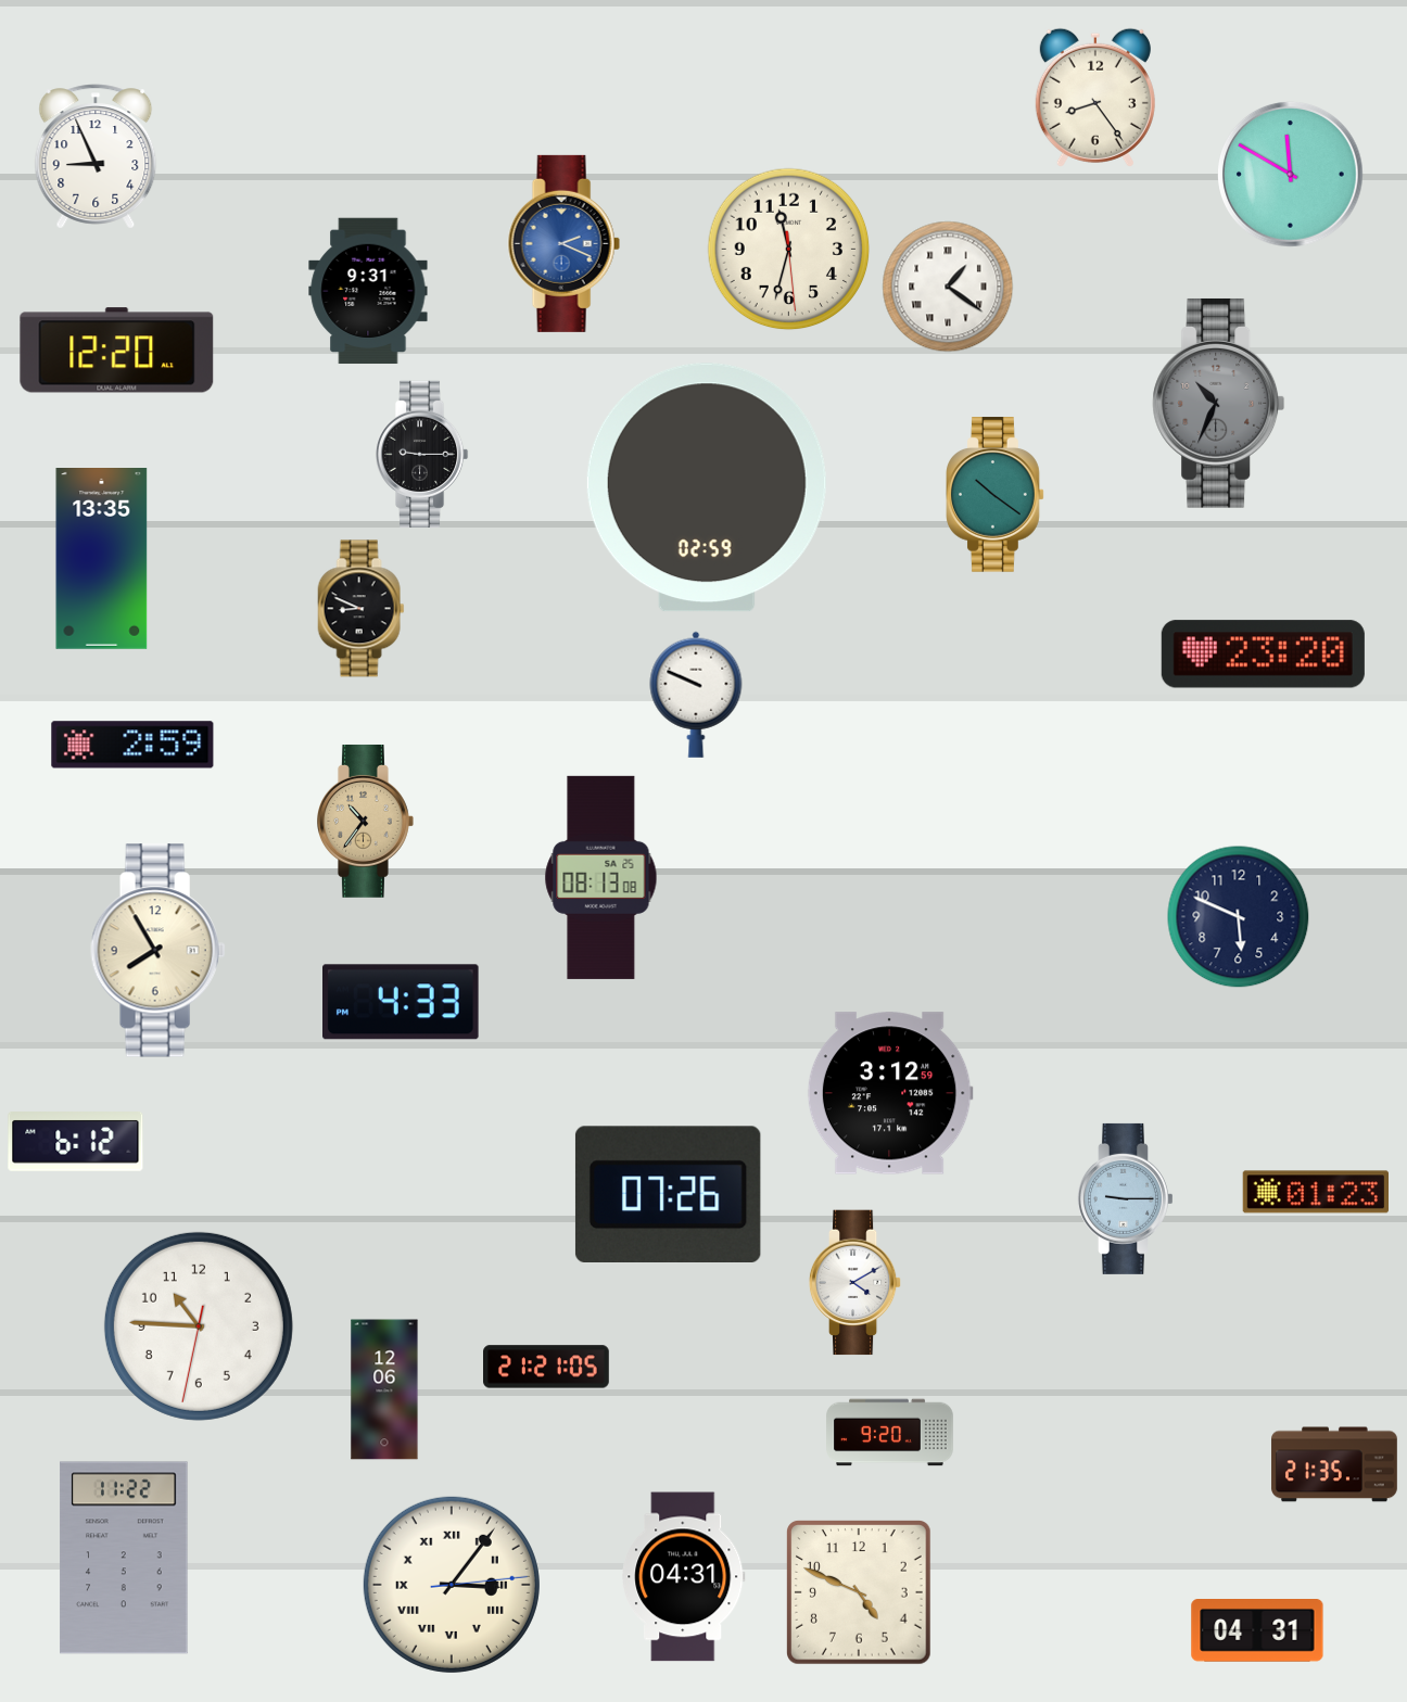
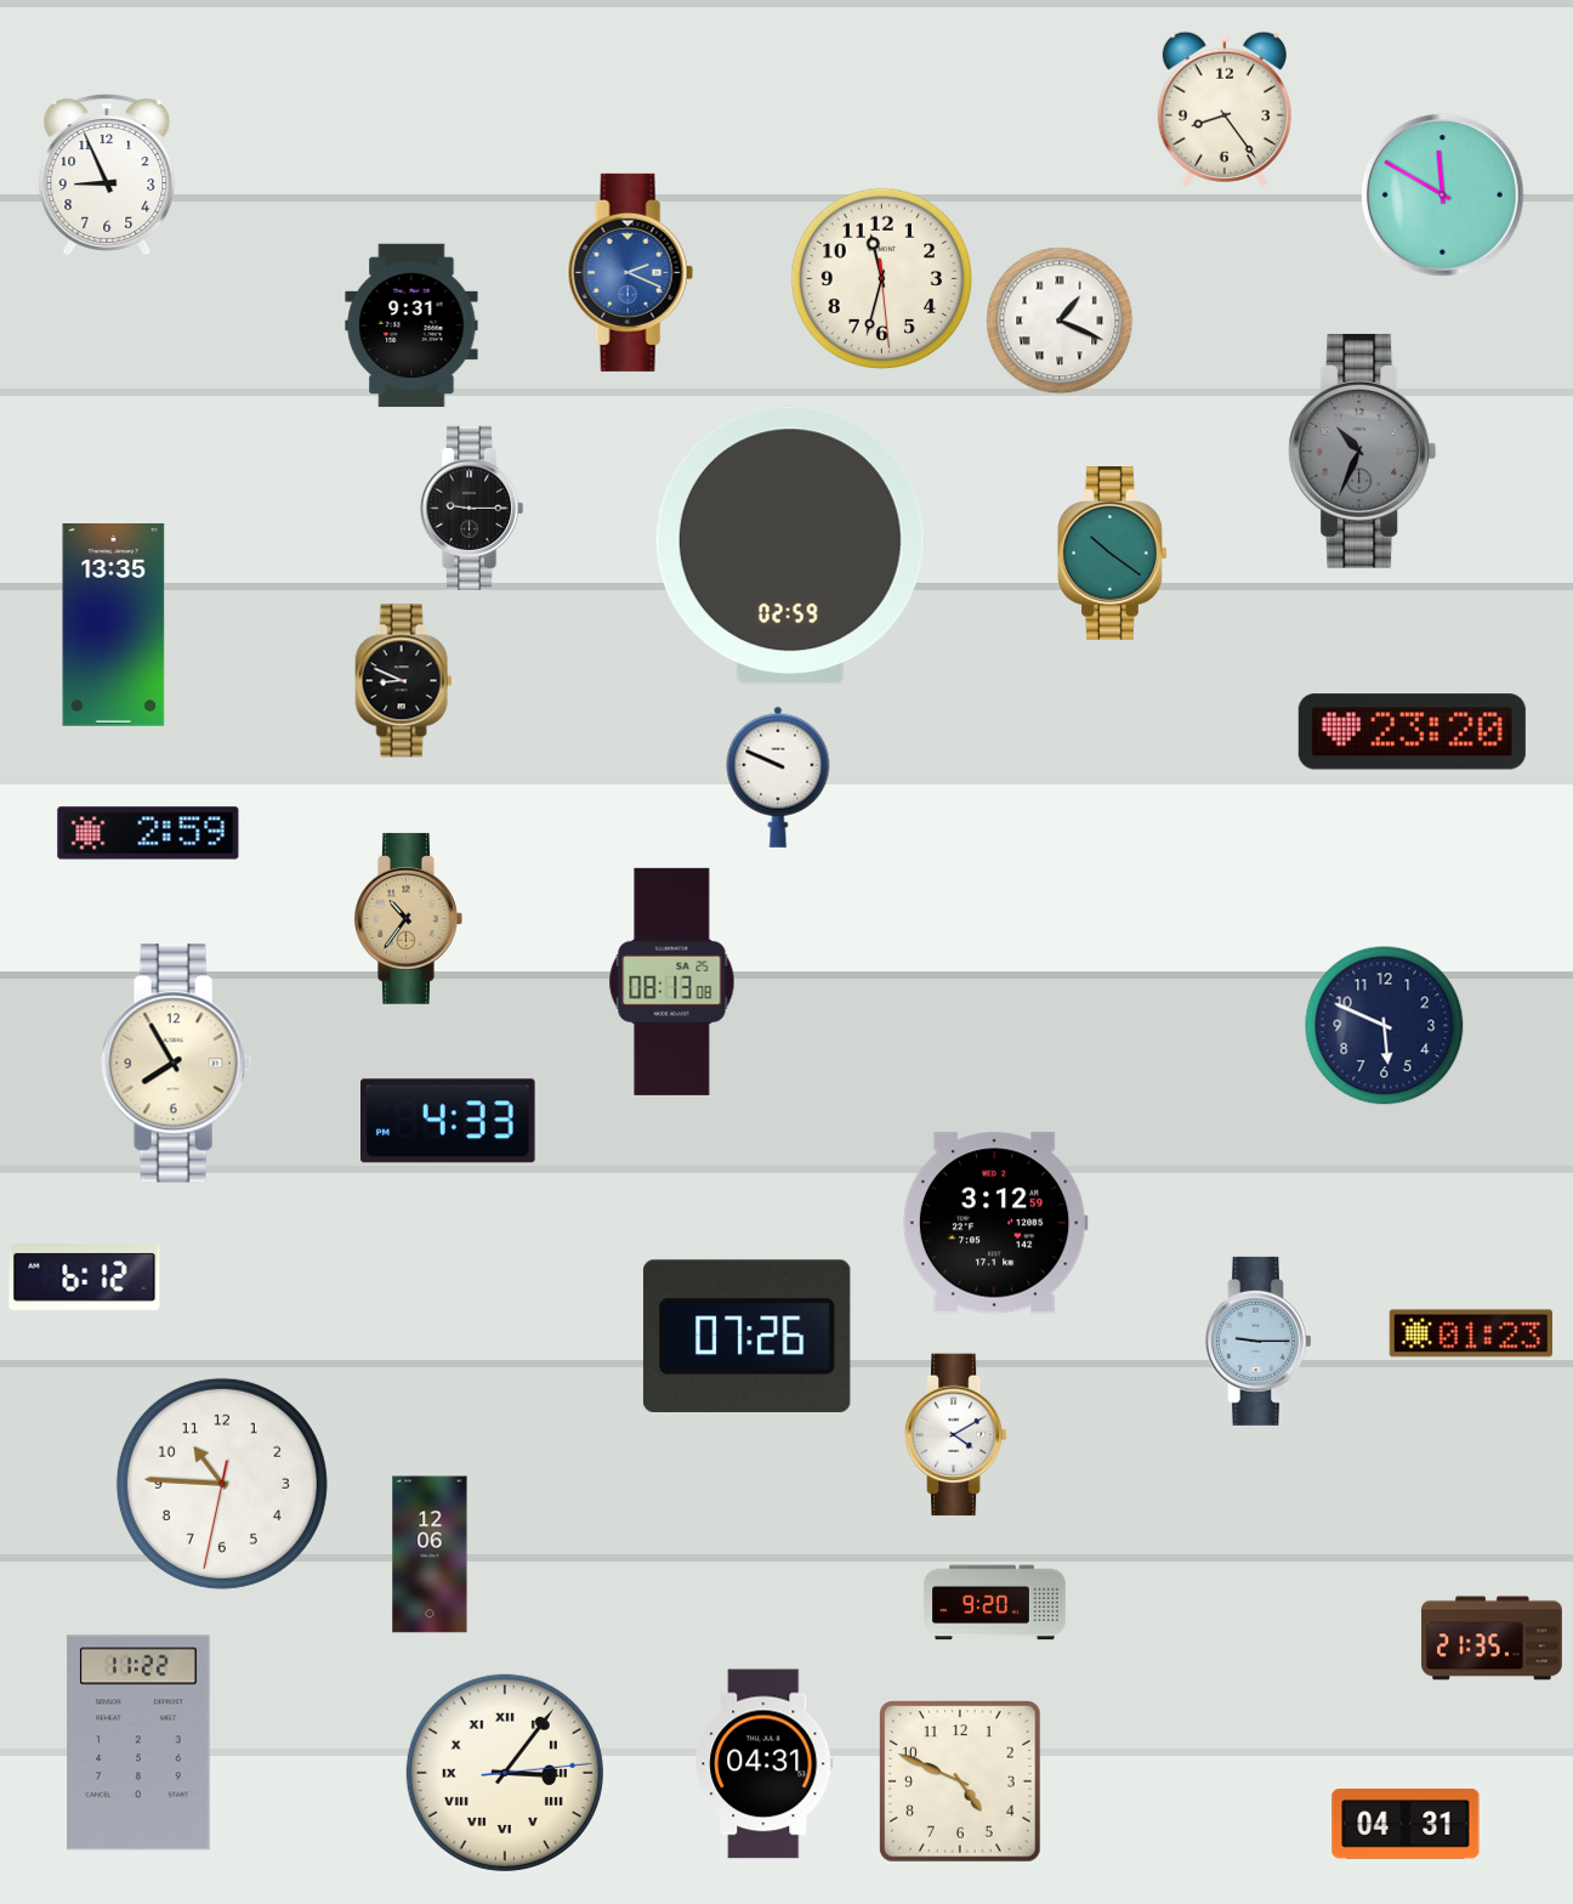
clock at (948, 287): 1:21 -> 1:19
clock at (117, 351): 12:20 -> none
clock at (547, 1367): 21:21 -> none
